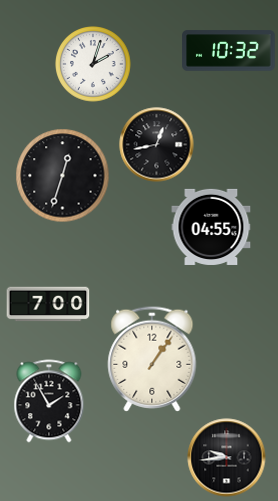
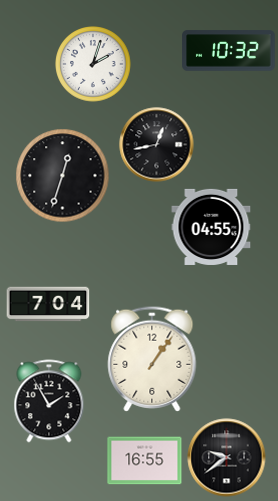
clock at (48, 304): 7:00 -> 7:04
clock at (227, 458): 9:44 -> 9:39
clock at (145, 461): none -> 16:55
